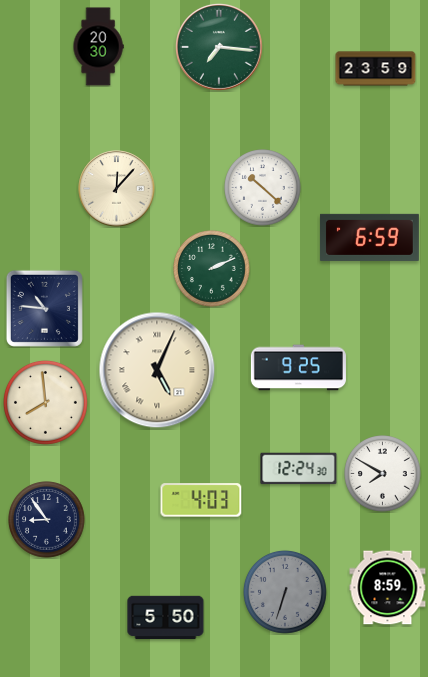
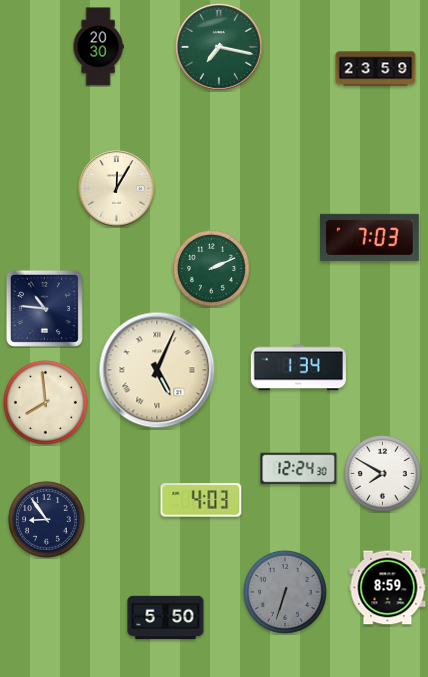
clock at (219, 47): 7:16 -> 7:17
clock at (263, 188): 10:22 -> none
clock at (117, 189): 12:07 -> 12:05
clock at (369, 237): 6:59 -> 7:03
clock at (298, 368): 9:25 -> 1:34
